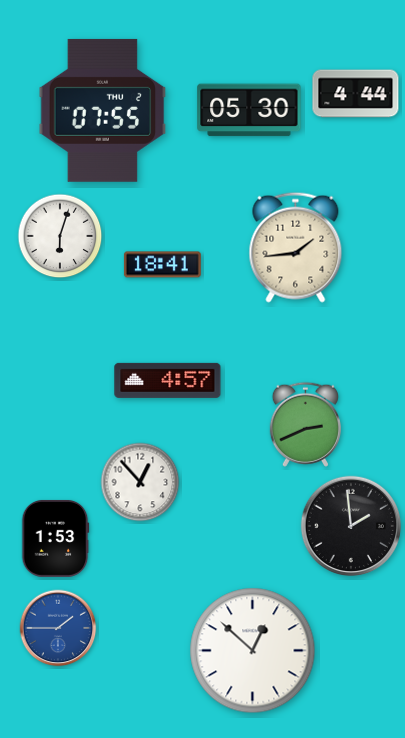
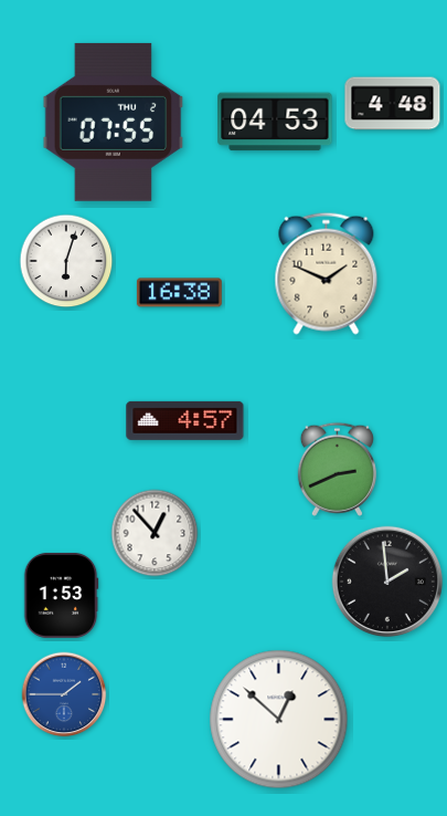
clock at (356, 94): 4:44 -> 4:48
clock at (249, 110): 05:30 -> 04:53
clock at (296, 247): 1:44 -> 1:49
clock at (162, 265): 18:41 -> 16:38
